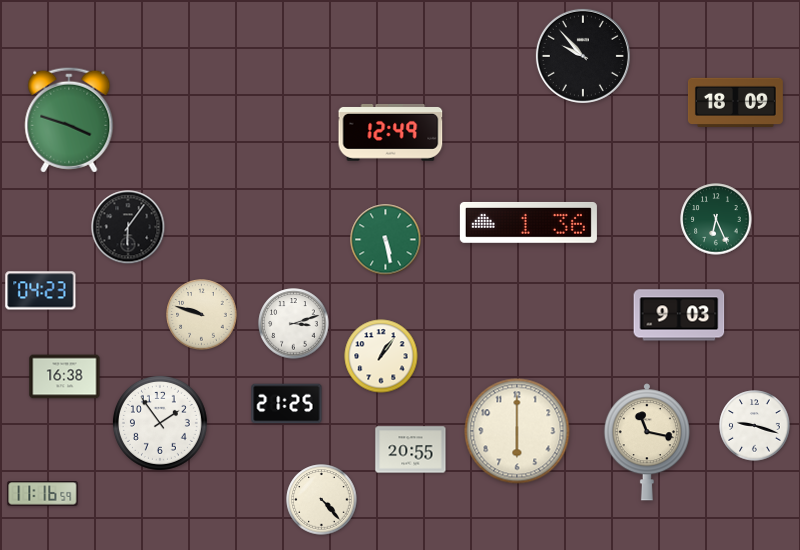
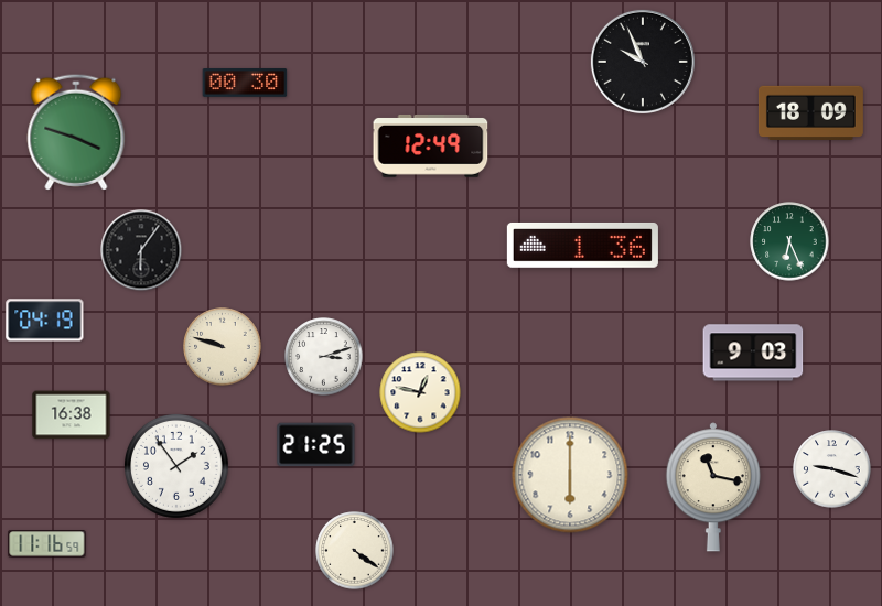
clock at (583, 56): 9:53 -> 9:56
clock at (245, 84): none -> 00:30
clock at (386, 240): 5:28 -> none
clock at (41, 291): 04:23 -> 04:19
clock at (679, 315) position: (679, 315) -> (753, 353)
clock at (381, 356): 1:06 -> 12:47
clock at (411, 450): 20:55 -> none
clock at (322, 500): 4:23 -> 4:21
